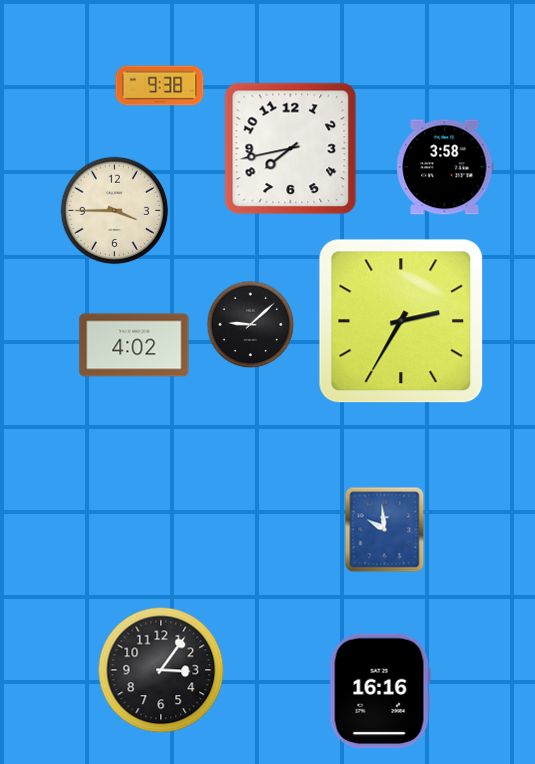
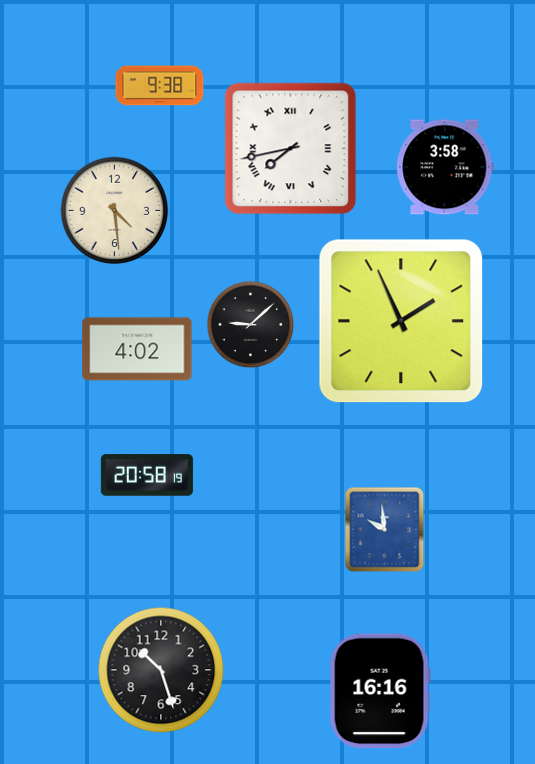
clock at (291, 149) numerals: Arabic -> Roman
clock at (115, 211): 3:45 -> 4:29
clock at (401, 321): 2:35 -> 1:56
clock at (134, 345) position: (134, 345) -> (137, 349)
clock at (147, 475): none -> 20:58
clock at (161, 670): 3:06 -> 10:27
